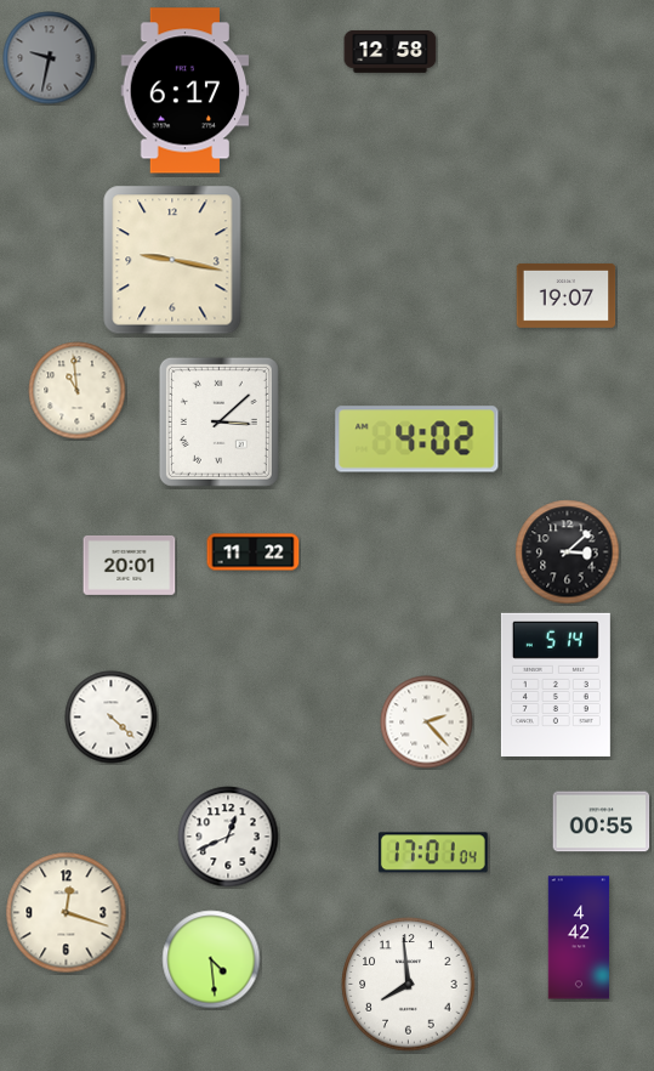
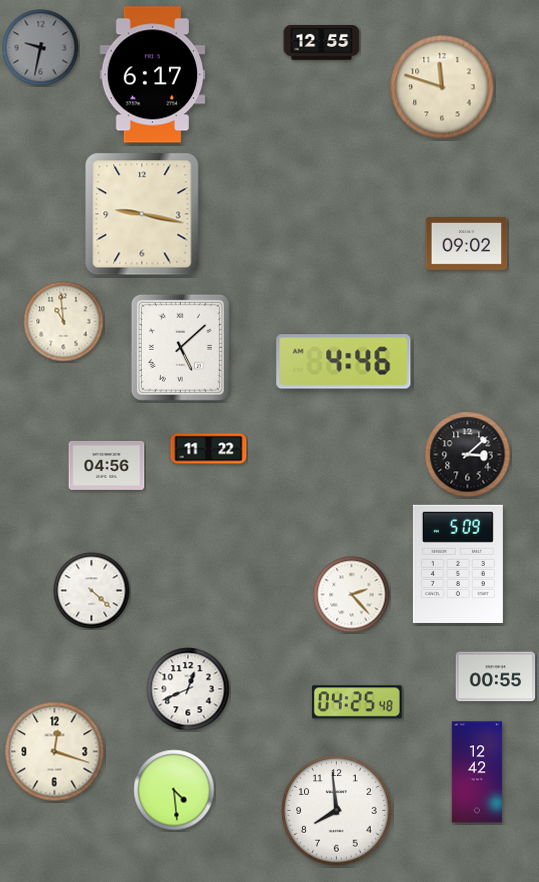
clock at (391, 51): 12:58 -> 12:55
clock at (442, 87): none -> 11:48
clock at (567, 295): 19:07 -> 09:02
clock at (218, 421): 3:08 -> 5:08
clock at (417, 440): 4:02 -> 4:46
clock at (254, 552) position: (254, 552) -> (209, 449)
clock at (130, 565): 20:01 -> 04:56
clock at (556, 685): 5:14 -> 5:09
clock at (433, 852): 17:01 -> 04:25
clock at (579, 937): 4:42 -> 12:42
